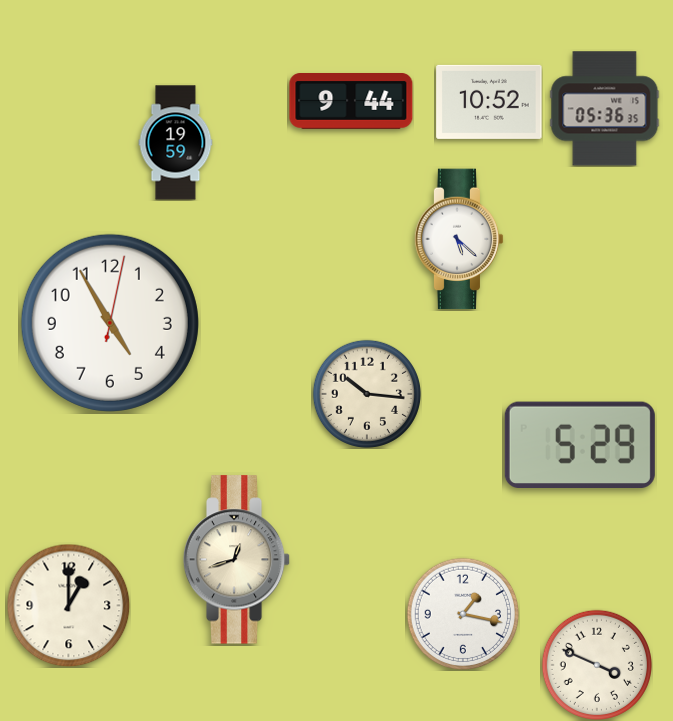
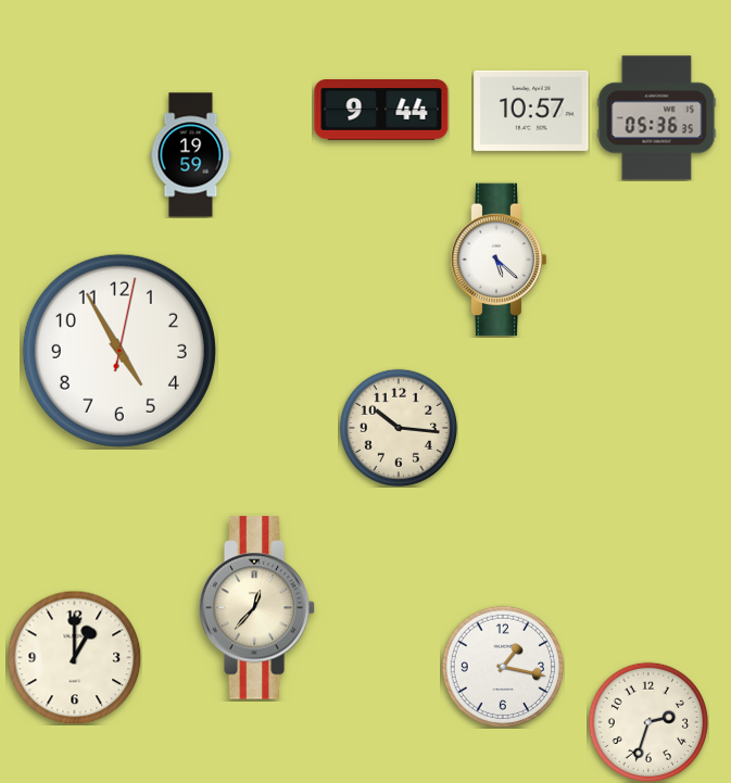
clock at (489, 102): 10:52 -> 10:57
clock at (580, 444): 5:29 -> none
clock at (237, 560): 12:42 -> 12:37
clock at (596, 664): 3:49 -> 2:33
